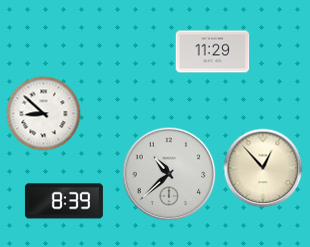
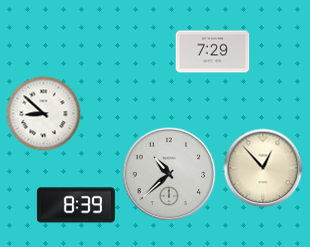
clock at (213, 52): 11:29 -> 7:29
clock at (64, 201) position: (64, 201) -> (76, 205)
